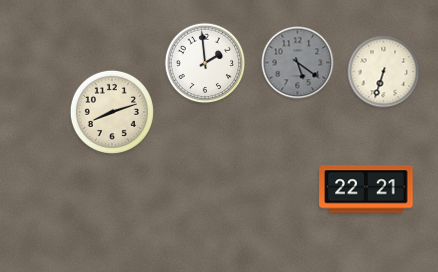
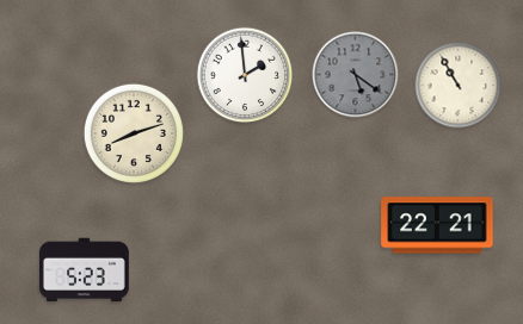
clock at (384, 72): 6:33 -> 10:55
clock at (84, 270): none -> 5:23
